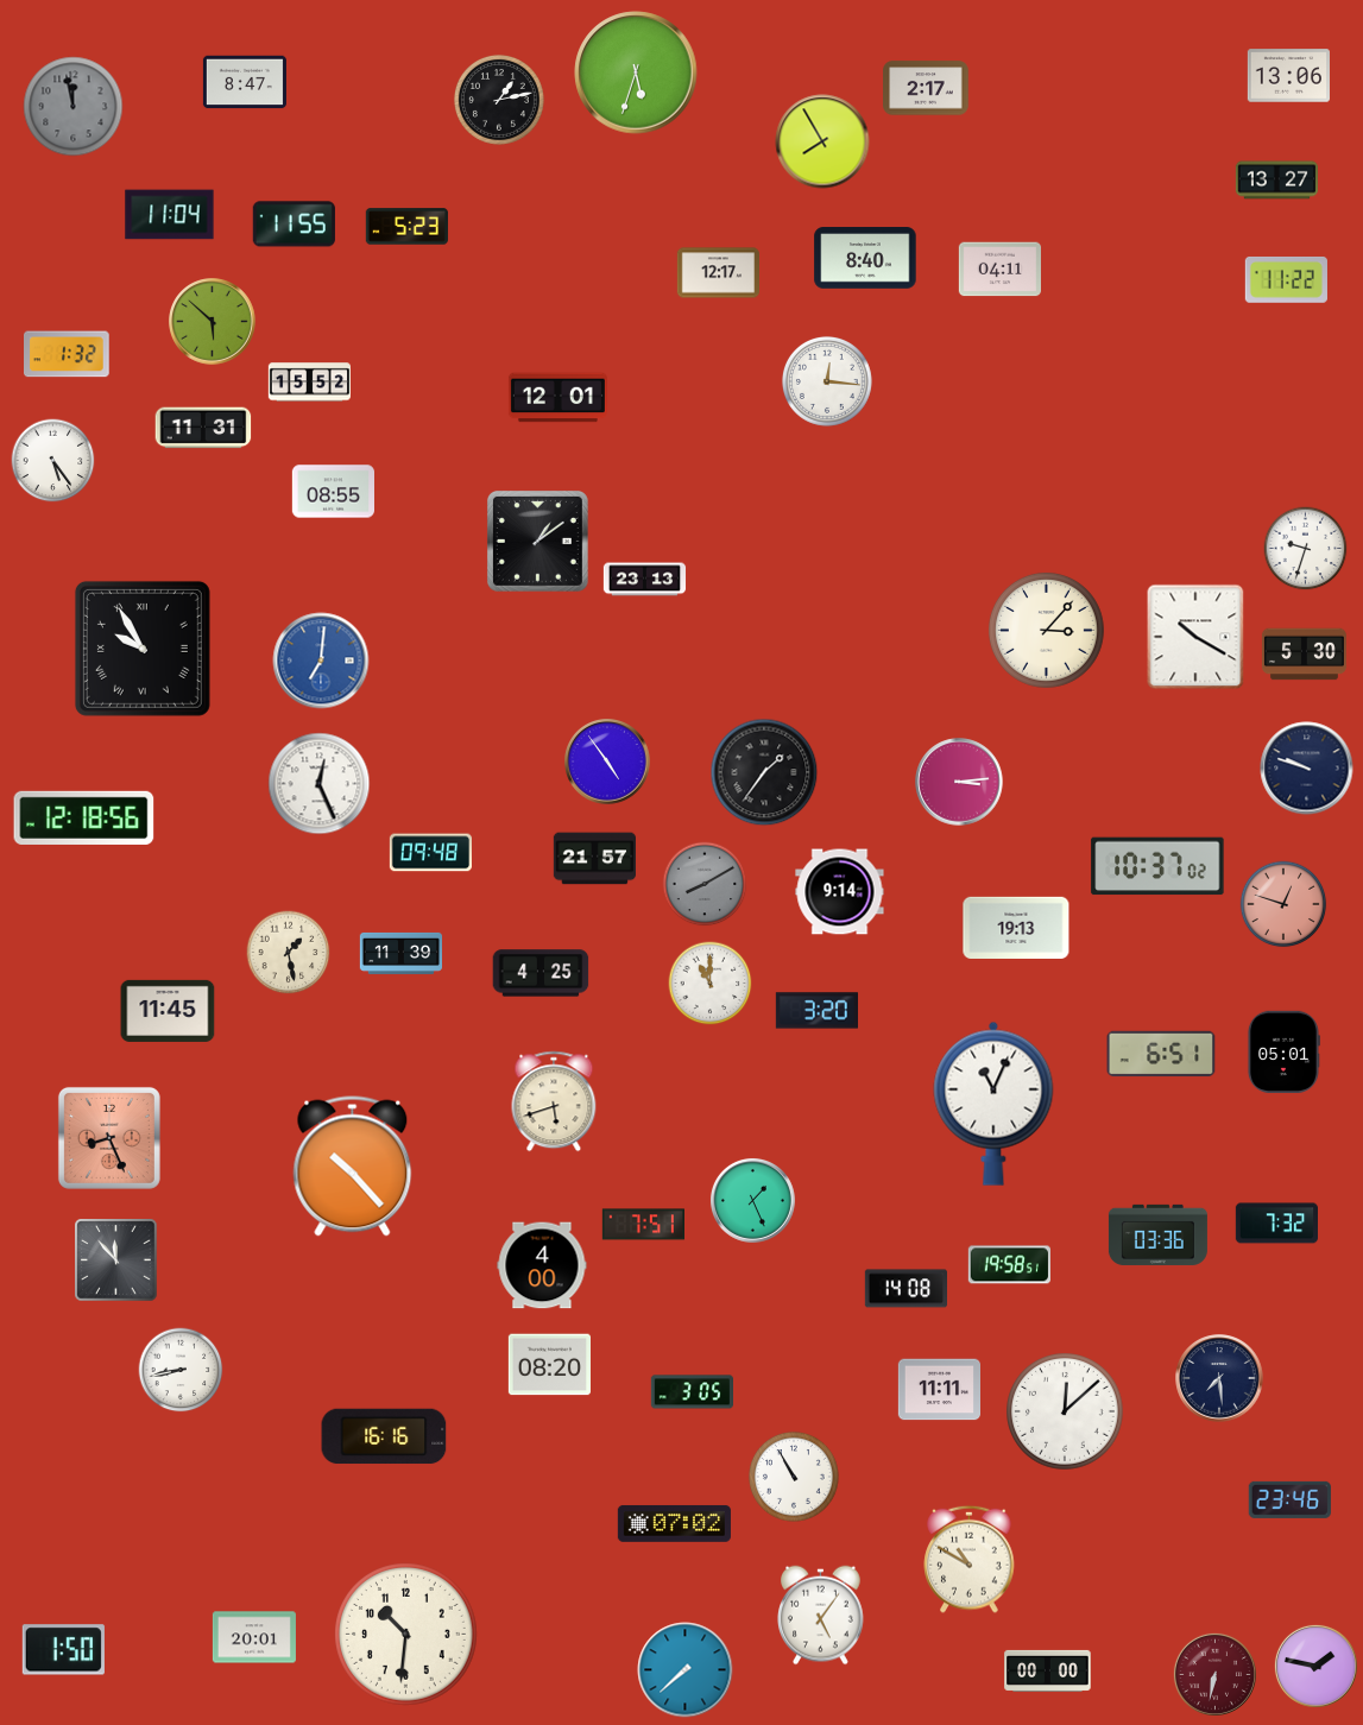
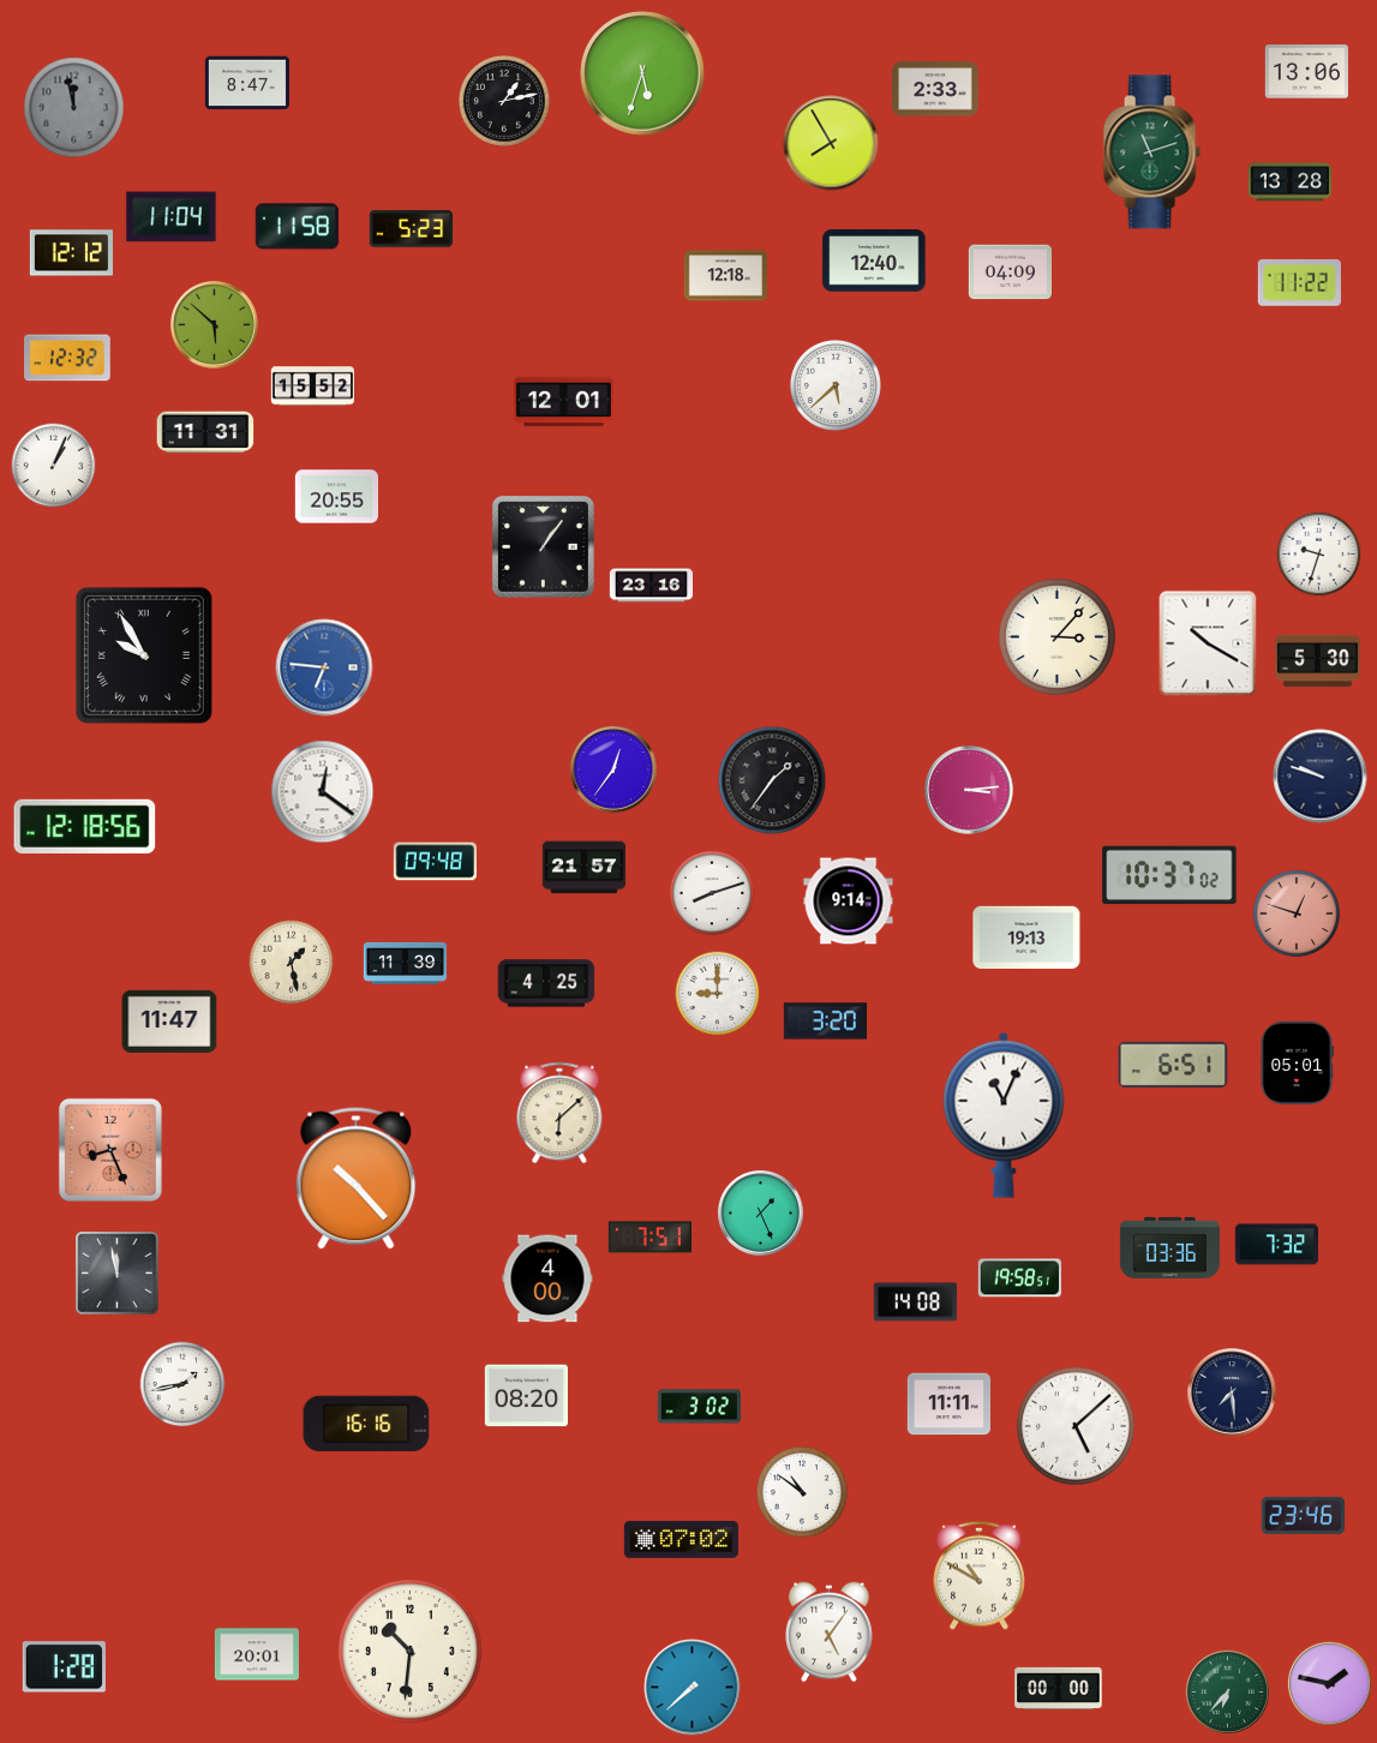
clock at (1288, 76) position: (1288, 76) -> (1306, 72)
clock at (926, 88): 2:17 -> 2:33
clock at (1151, 152): none -> 11:12
clock at (1276, 181): 13:27 -> 13:28
clock at (294, 225): 11:55 -> 11:58
clock at (71, 253): none -> 12:12
clock at (865, 258): 8:40 -> 12:40
clock at (999, 270): 04:11 -> 04:09
clock at (718, 273): 12:17 -> 12:18
clock at (68, 354): 1:32 -> 12:32
clock at (827, 381): 12:16 -> 5:38
clock at (53, 461): 5:24 -> 1:04
clock at (333, 492): 08:55 -> 20:55
clock at (537, 541): 1:09 -> 1:06
clock at (645, 580): 23:13 -> 23:16
clock at (321, 661): 7:01 -> 6:46
clock at (608, 763): 4:54 -> 12:36
clock at (320, 784): 12:26 -> 12:21
clock at (594, 859) position: (594, 859) -> (583, 868)
clock at (705, 884): 8:10 -> 8:12
clock at (705, 884) dial: grey -> white
clock at (711, 984): 11:00 -> 9:00
clock at (168, 1011): 11:45 -> 11:47
clock at (554, 1101): 5:42 -> 6:08
clock at (1276, 1224) position: (1276, 1224) -> (1276, 1245)
clock at (116, 1260): 11:53 -> 11:58
clock at (549, 1365) position: (549, 1365) -> (526, 1396)
clock at (181, 1370): 8:43 -> 1:43
clock at (692, 1392): 3:05 -> 3:02
clock at (1066, 1413): 12:08 -> 5:08
clock at (384, 1436) position: (384, 1436) -> (366, 1424)
clock at (794, 1477): 10:55 -> 10:51
clock at (63, 1650): 1:50 -> 1:28
clock at (1214, 1674): 6:32 -> 6:37
clock at (1214, 1674) dial: burgundy -> green
